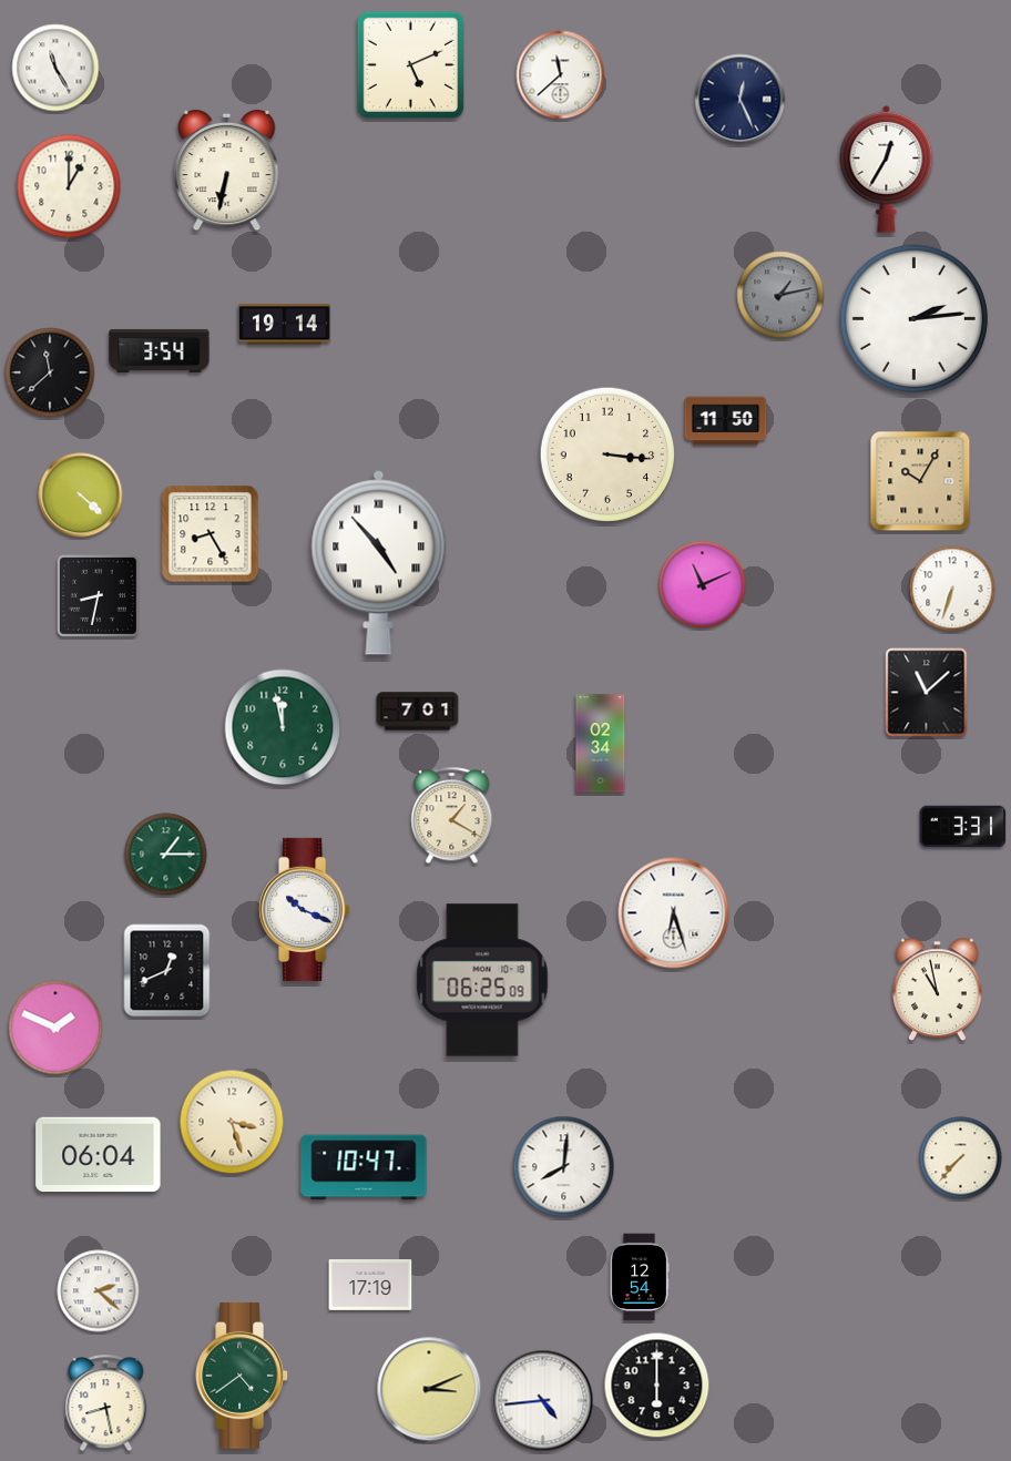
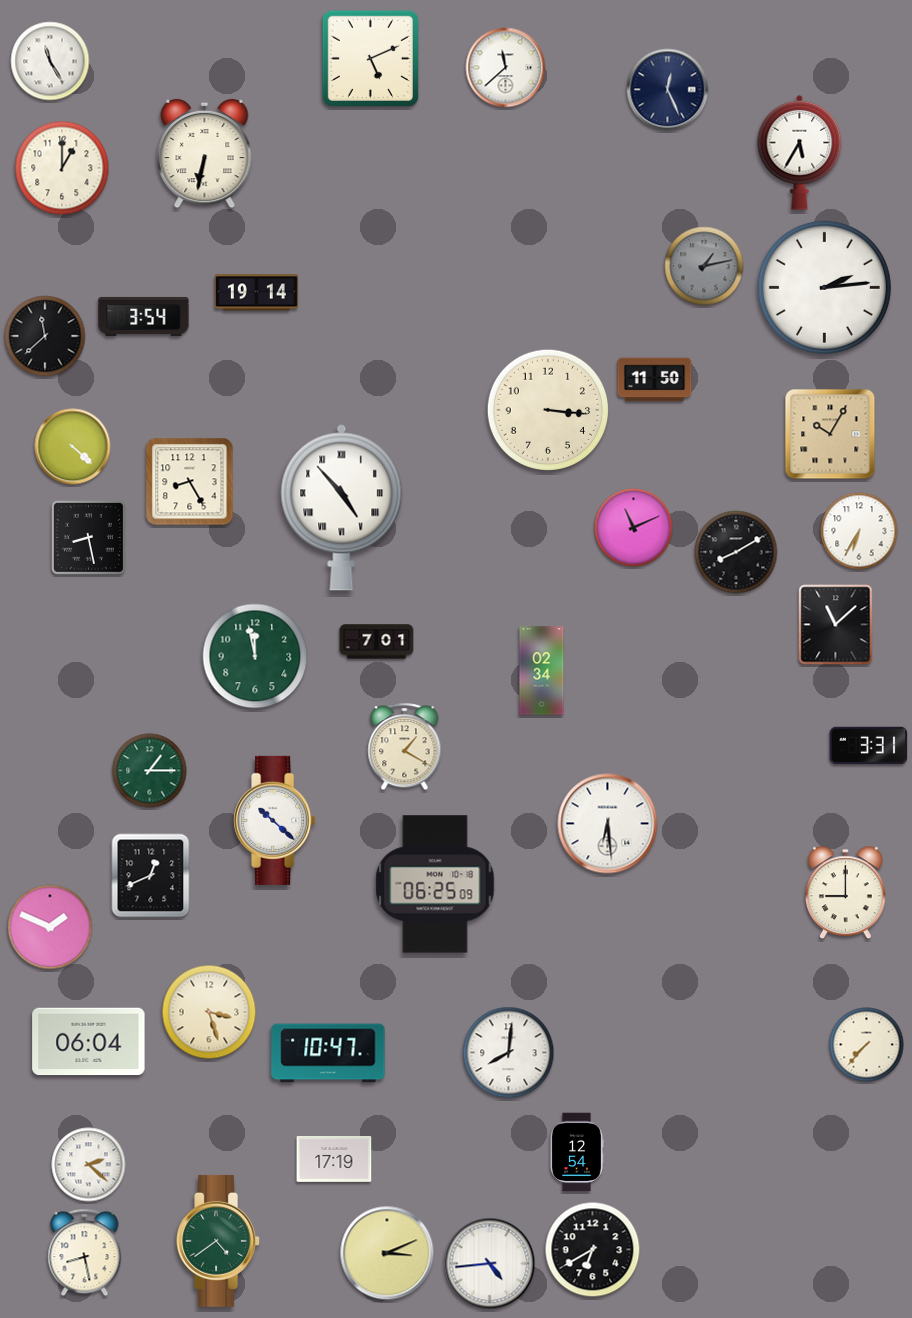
clock at (887, 168): 12:35 -> 5:35
clock at (952, 589): 6:33 -> 6:35
clock at (98, 595): 8:32 -> 8:28
clock at (736, 552): none -> 8:10
clock at (452, 816) position: (452, 816) -> (405, 747)
clock at (305, 909): 10:19 -> 10:22
clock at (674, 913): 6:27 -> 6:29
clock at (937, 990): 10:58 -> 9:00
clock at (657, 1386): 6:00 -> 6:40
clock at (106, 1403) position: (106, 1403) -> (85, 1253)
